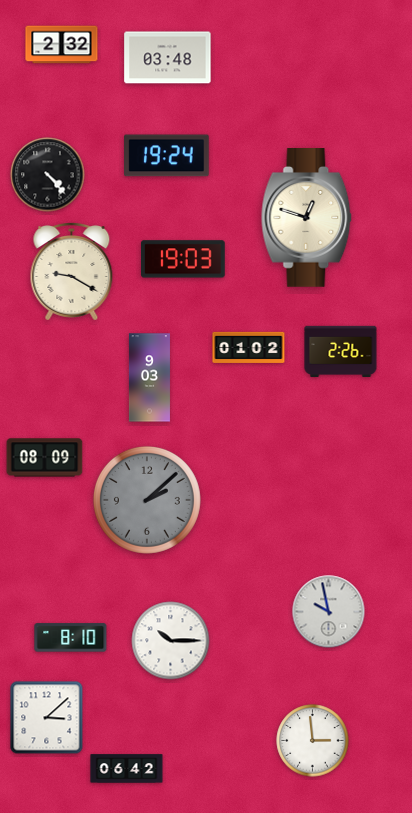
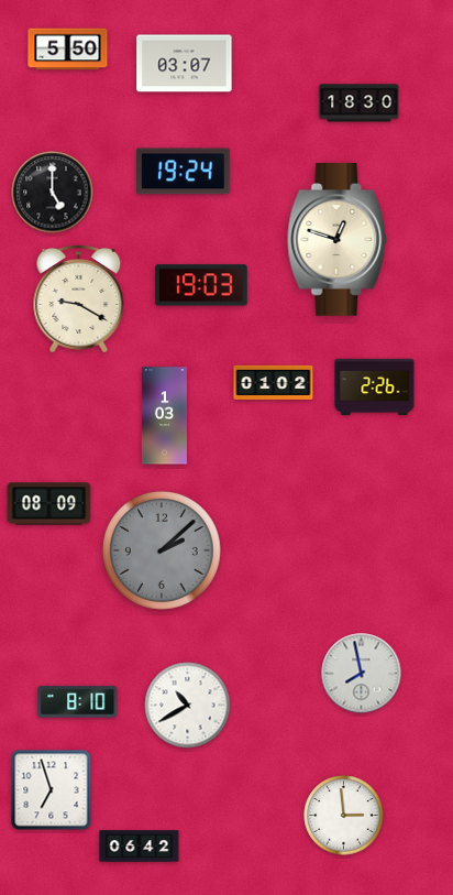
clock at (62, 45): 2:32 -> 5:50
clock at (168, 58): 03:48 -> 03:07
clock at (360, 103): none -> 18:30
clock at (48, 175): 4:23 -> 5:00
clock at (149, 378): 9:03 -> 1:03
clock at (329, 612): 9:58 -> 7:58
clock at (171, 641): 10:15 -> 10:40
clock at (47, 718): 3:08 -> 6:57
